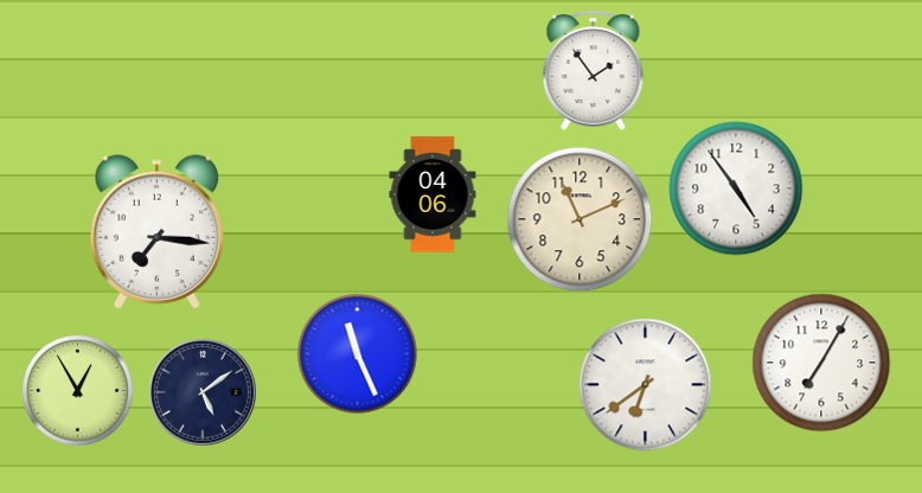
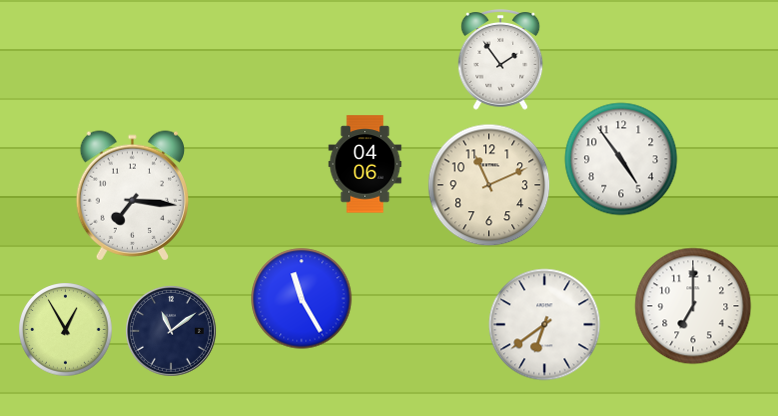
clock at (358, 354): 11:26 -> 11:25
clock at (821, 363): 7:05 -> 7:00
clock at (203, 392): 5:09 -> 11:09
